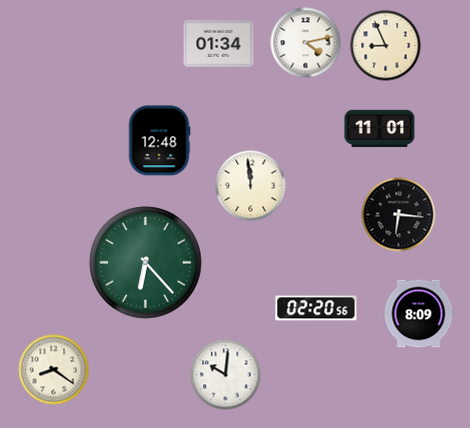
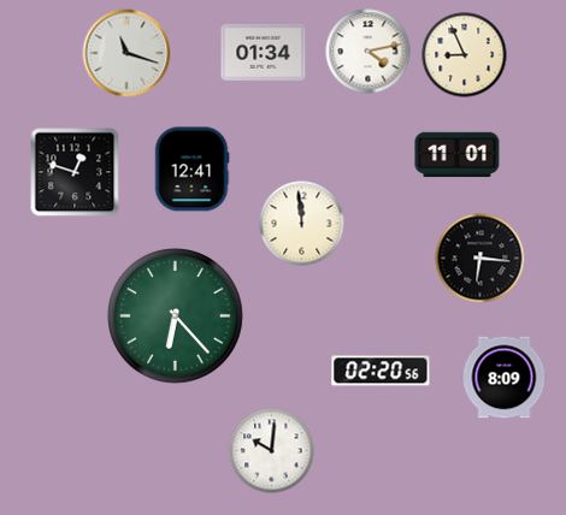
clock at (126, 53): none -> 11:18
clock at (159, 141): 12:48 -> 12:41
clock at (75, 172): none -> 12:48
clock at (54, 370): 8:21 -> none
